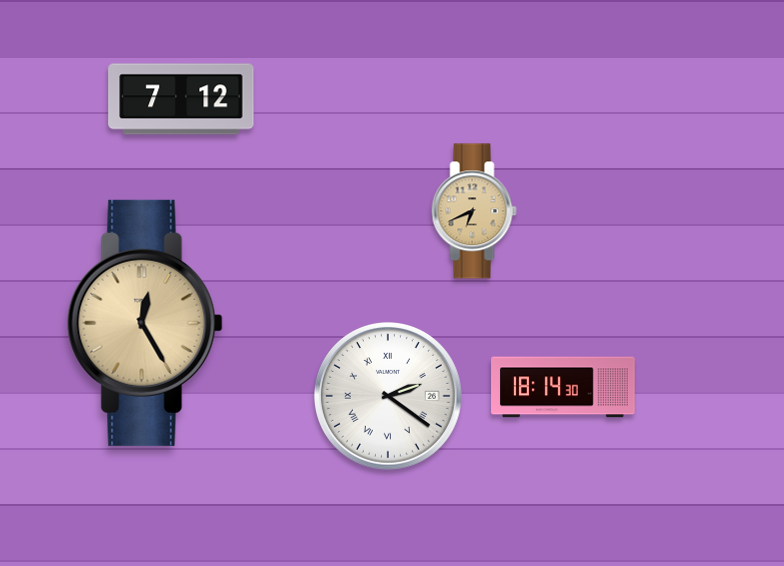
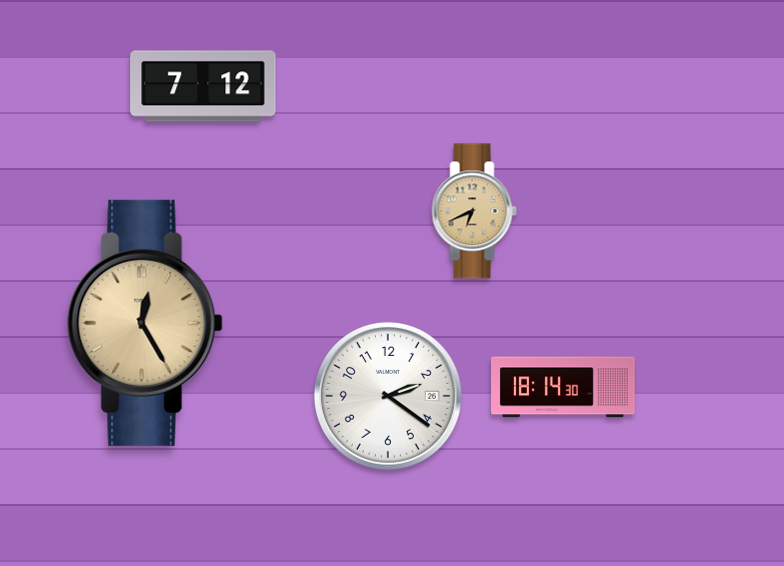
clock at (181, 99) position: (181, 99) -> (203, 86)
clock at (388, 396) numerals: Roman -> Arabic
